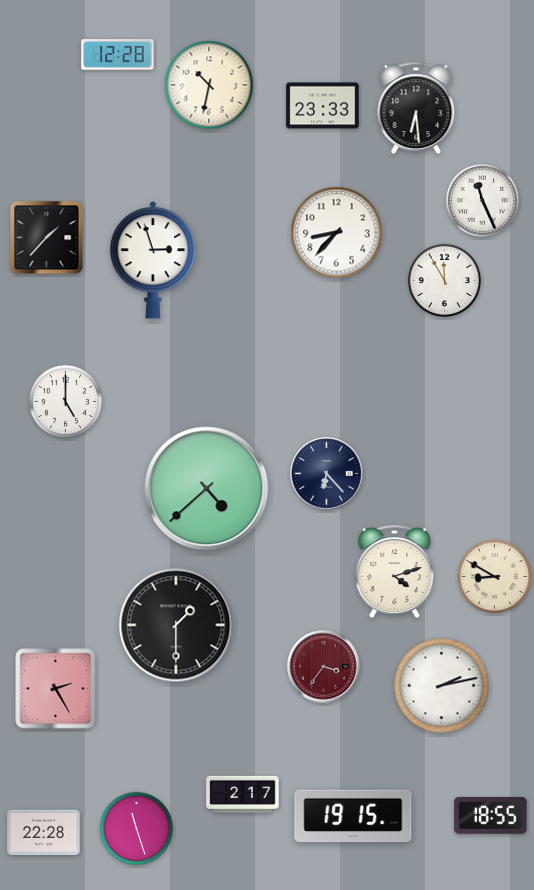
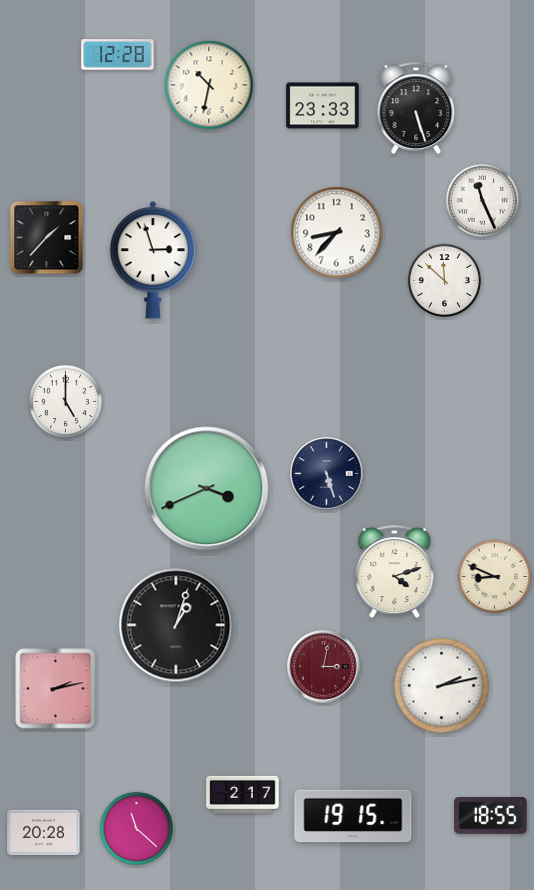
clock at (416, 108): 6:29 -> 5:27
clock at (444, 280): 11:55 -> 11:52
clock at (327, 474): 6:23 -> 5:27
clock at (207, 489): 4:38 -> 3:41
clock at (494, 576): 8:50 -> 8:49
clock at (176, 625): 1:30 -> 1:03
clock at (324, 667): 3:36 -> 3:02
clock at (56, 689): 2:25 -> 2:13
clock at (136, 828): 11:27 -> 11:22
clock at (44, 833): 22:28 -> 20:28
